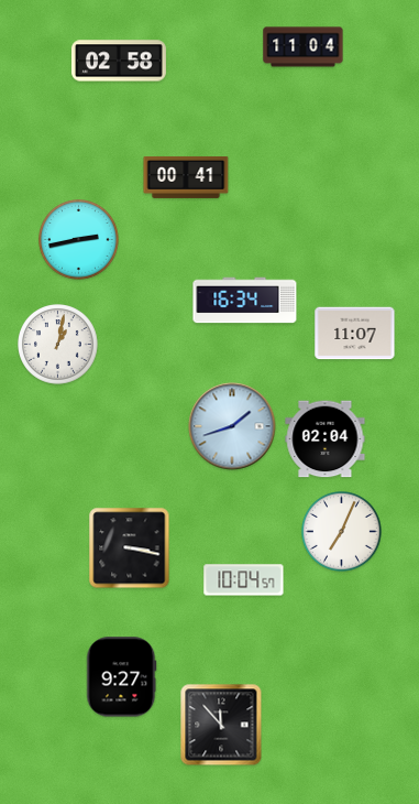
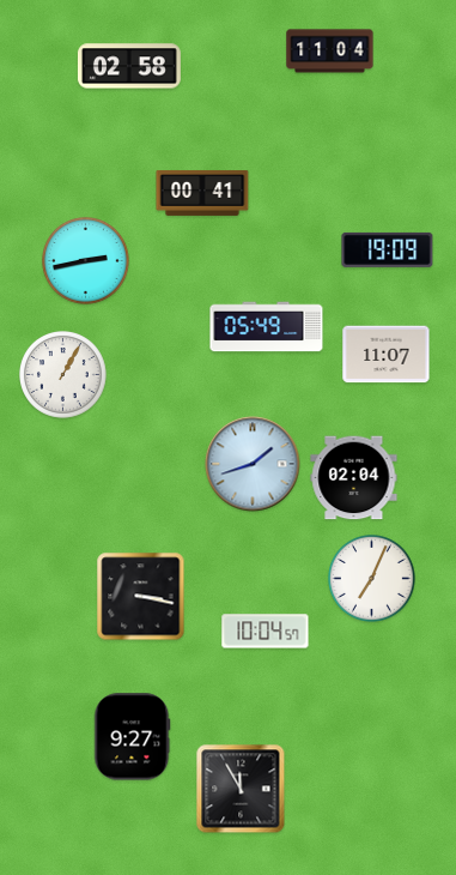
clock at (388, 249): none -> 19:09
clock at (245, 301): 16:34 -> 05:49
clock at (355, 334) position: (355, 334) -> (387, 355)
clock at (58, 345): 1:02 -> 1:05
clock at (221, 725): 11:53 -> 11:55
